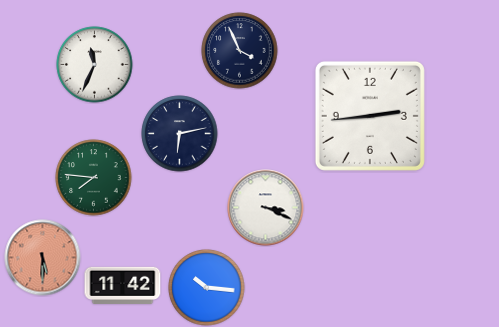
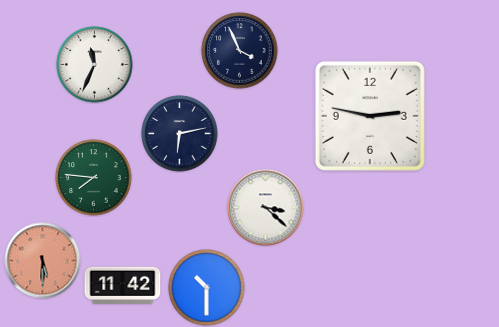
clock at (370, 116): 2:44 -> 2:47
clock at (266, 208): 3:19 -> 3:22
clock at (43, 258) position: (43, 258) -> (43, 261)
clock at (207, 288): 10:16 -> 10:30
